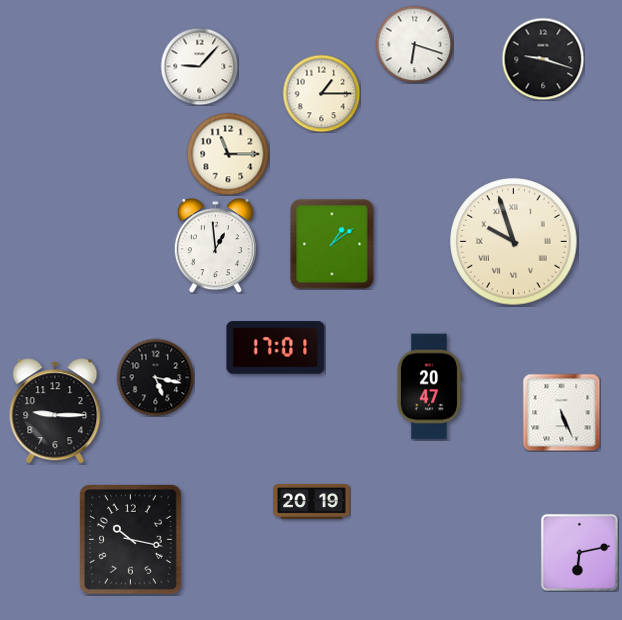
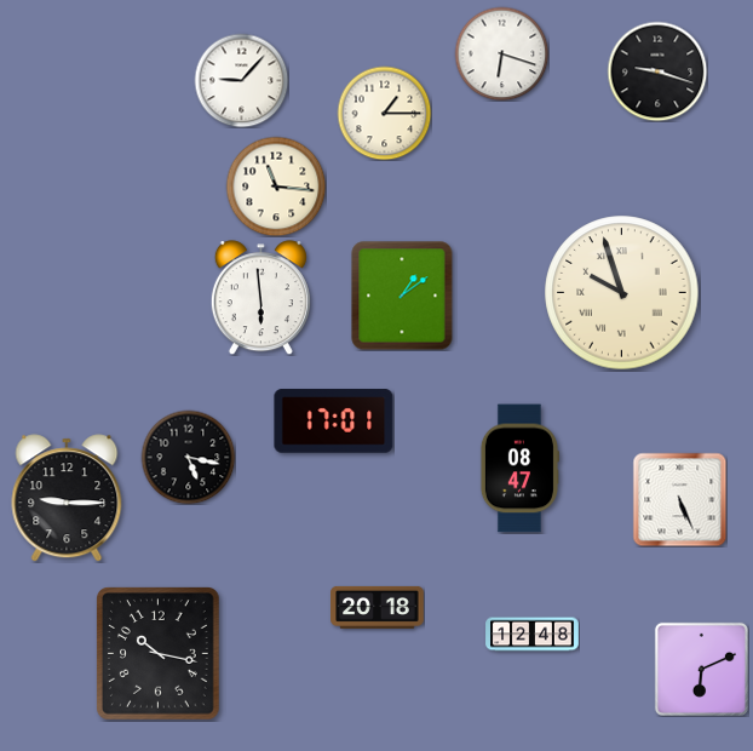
clock at (321, 93) position: (321, 93) -> (384, 113)
clock at (228, 154): 11:15 -> 11:16
clock at (215, 246): 12:59 -> 5:59
clock at (429, 387): 20:47 -> 08:47
clock at (312, 501): 20:19 -> 20:18
clock at (533, 635): none -> 12:48
clock at (579, 552): 6:13 -> 6:11
